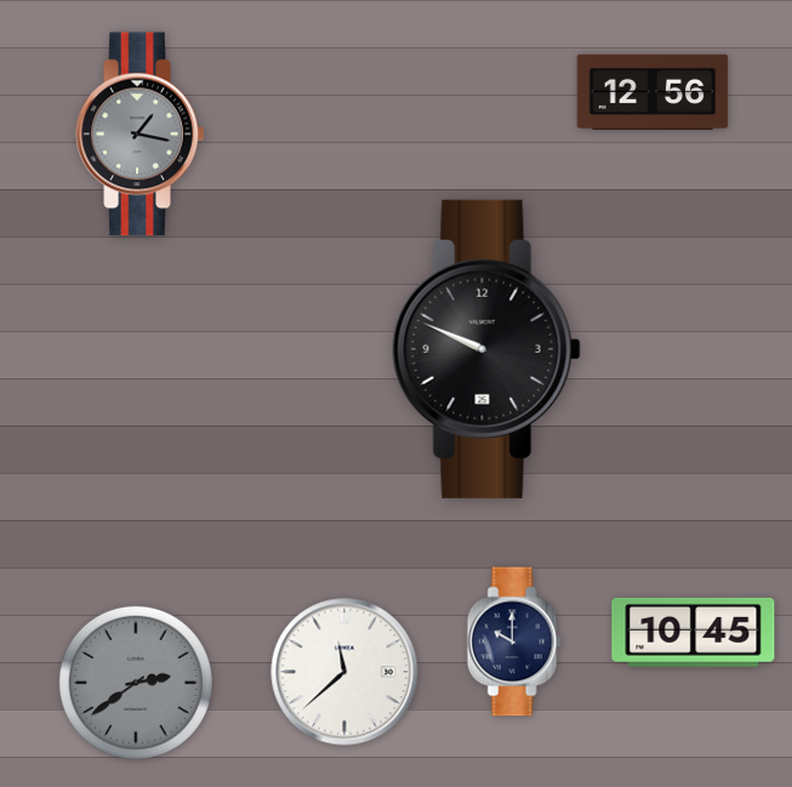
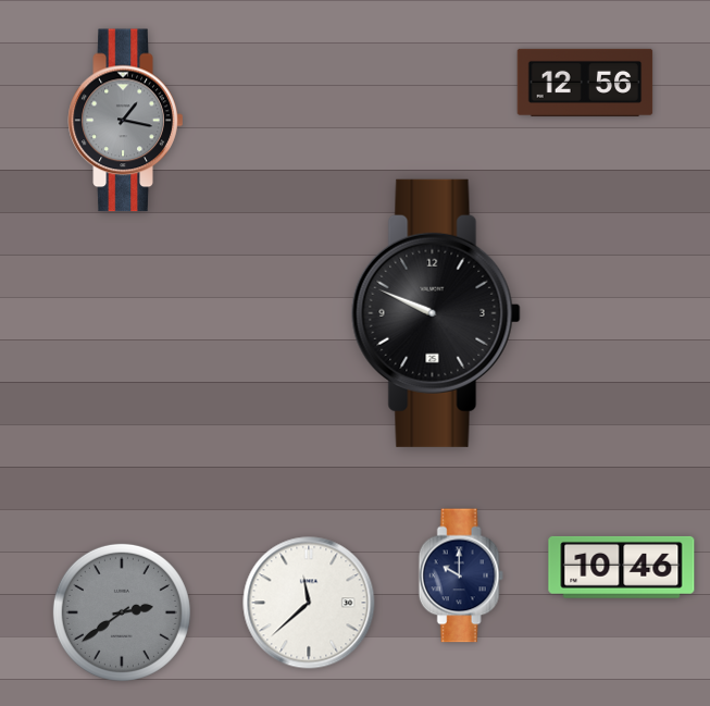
clock at (694, 632): 10:45 -> 10:46
